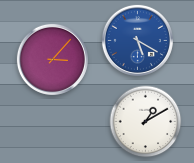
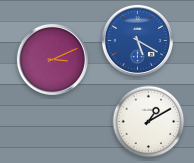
clock at (52, 59): 3:07 -> 3:11
clock at (146, 122) position: (146, 122) -> (149, 122)
